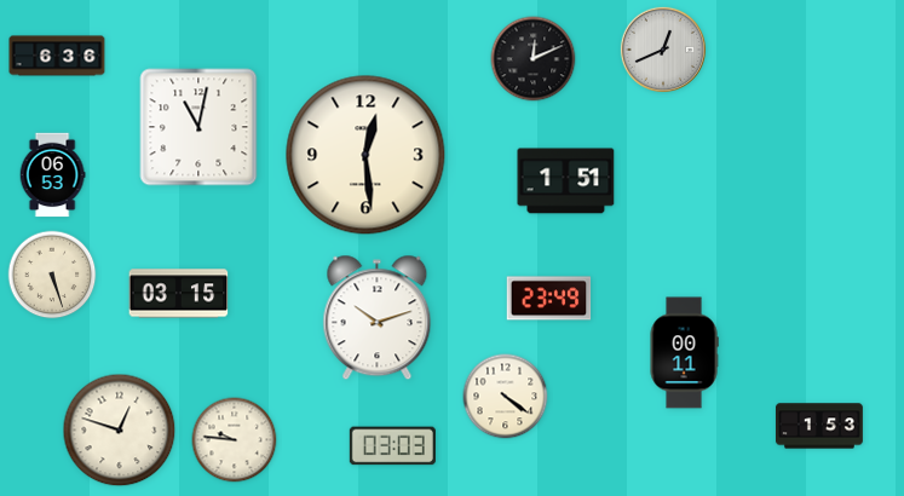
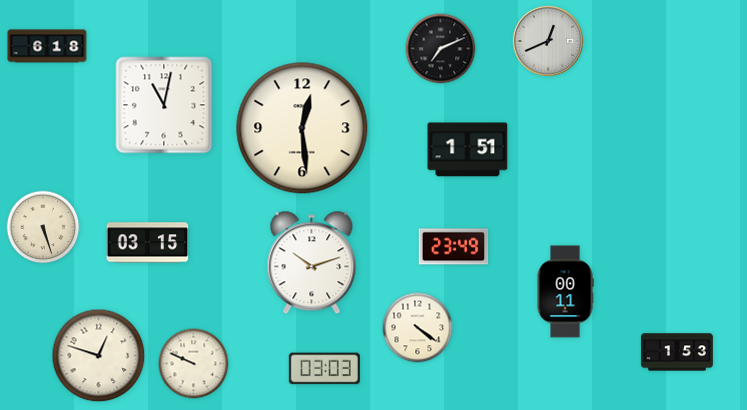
clock at (57, 56): 6:36 -> 6:18
clock at (534, 59): 12:11 -> 7:11
clock at (52, 175): 06:53 -> none
clock at (235, 440): 9:46 -> 9:49
